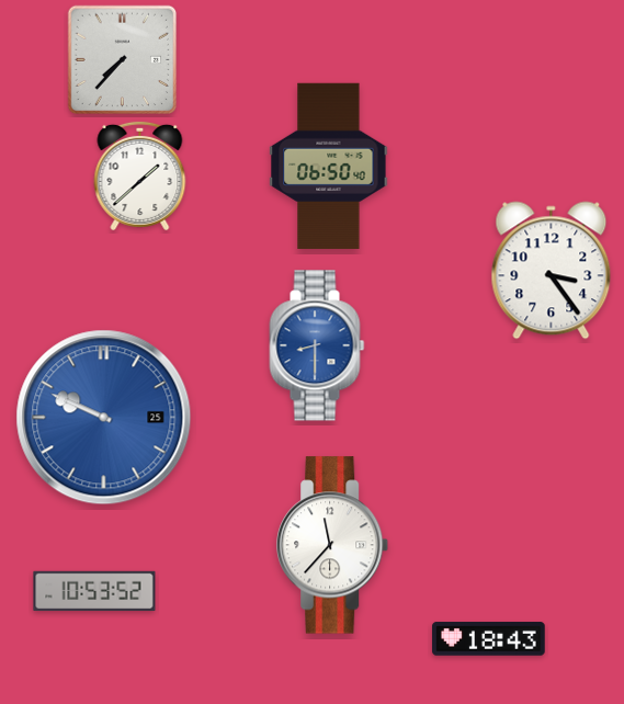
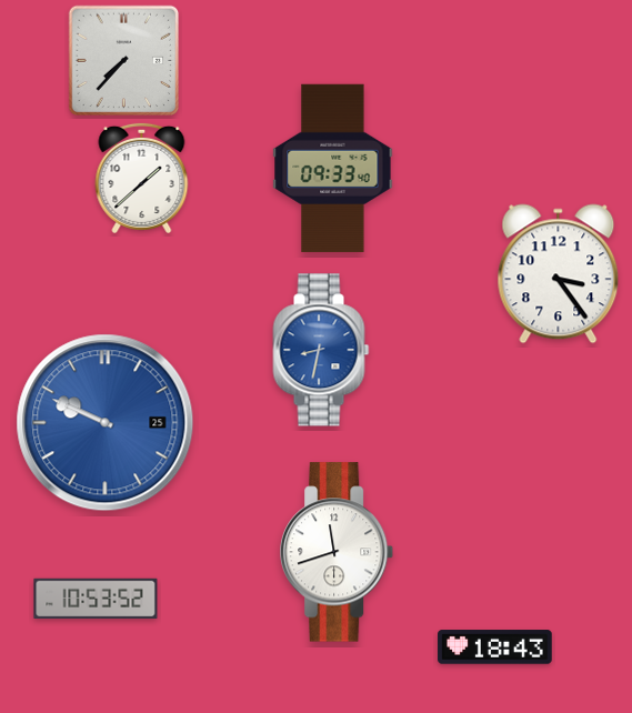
clock at (329, 166): 06:50 -> 09:33
clock at (317, 345): 8:30 -> 8:32
clock at (333, 545): 11:37 -> 11:42
